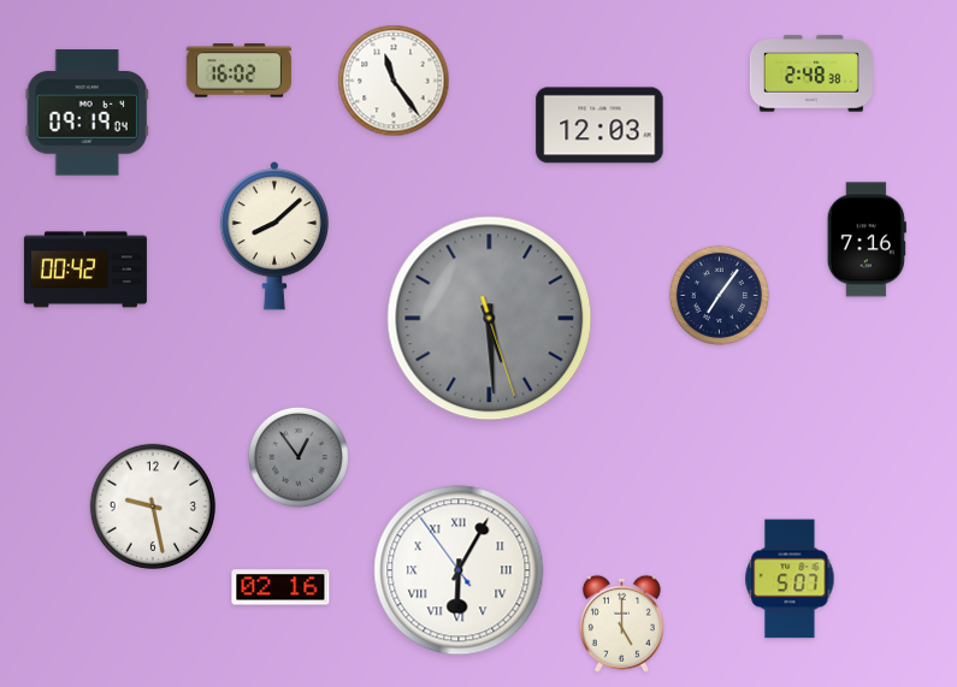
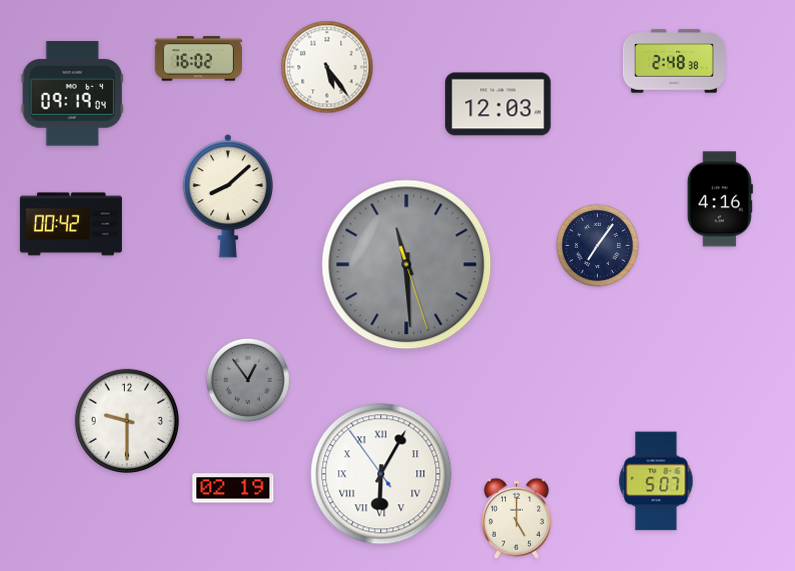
clock at (394, 81): 11:24 -> 5:24
clock at (867, 239): 7:16 -> 4:16
clock at (490, 319): 5:29 -> 11:29
clock at (153, 507): 9:28 -> 9:30
clock at (280, 587): 02:16 -> 02:19
